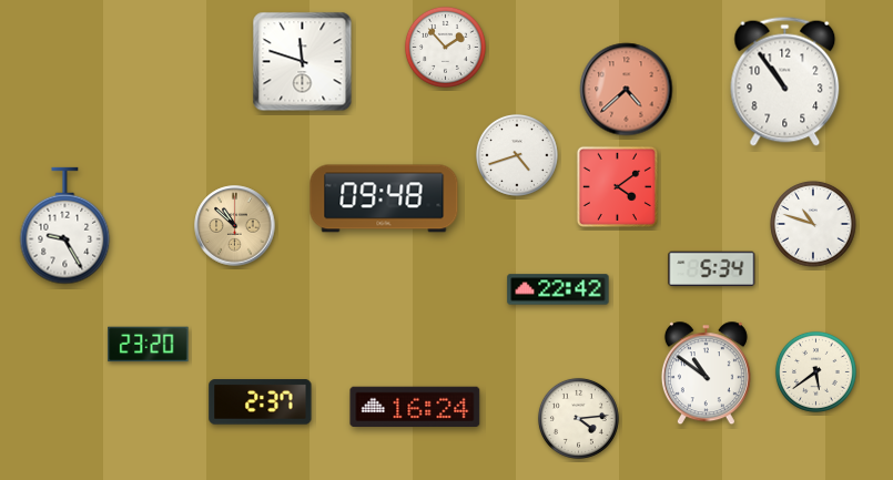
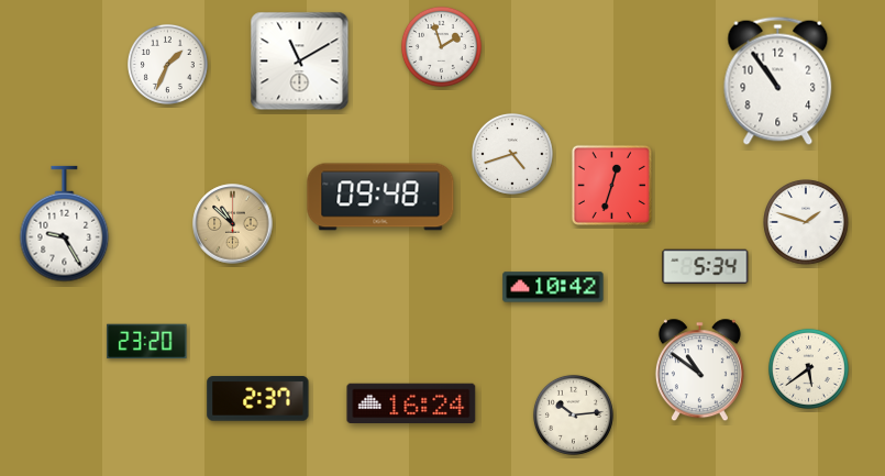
clock at (445, 47): 1:53 -> 1:57
clock at (303, 62): 11:48 -> 11:10
clock at (167, 64): none -> 1:34
clock at (627, 90): 4:38 -> none
clock at (617, 186): 4:09 -> 12:33
clock at (813, 224): 10:48 -> 1:48
clock at (558, 289): 22:42 -> 10:42
clock at (578, 418): 4:14 -> 10:14
